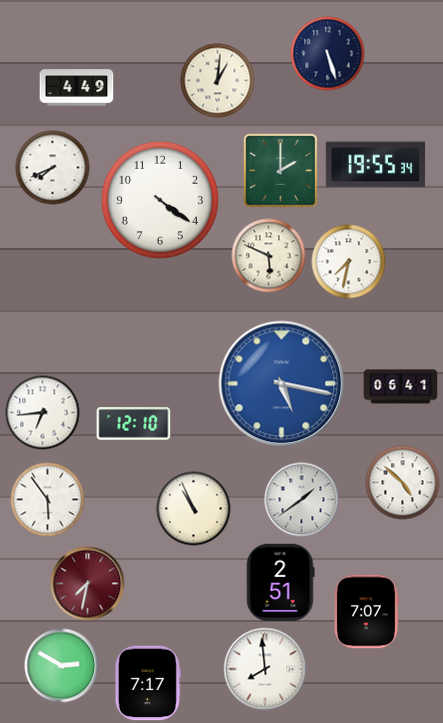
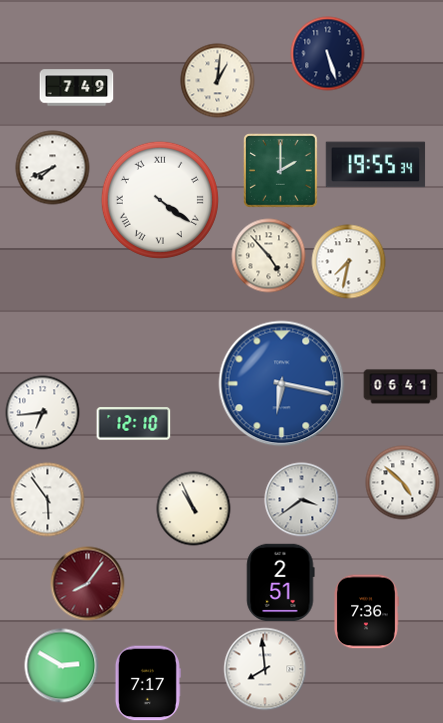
clock at (77, 88): 4:49 -> 7:49
clock at (160, 200) numerals: Arabic -> Roman
clock at (269, 256): 5:49 -> 4:53
clock at (282, 384): 5:17 -> 6:17
clock at (302, 500): 1:39 -> 3:39
clock at (88, 584): 7:32 -> 8:06
clock at (366, 612): 7:07 -> 7:36
